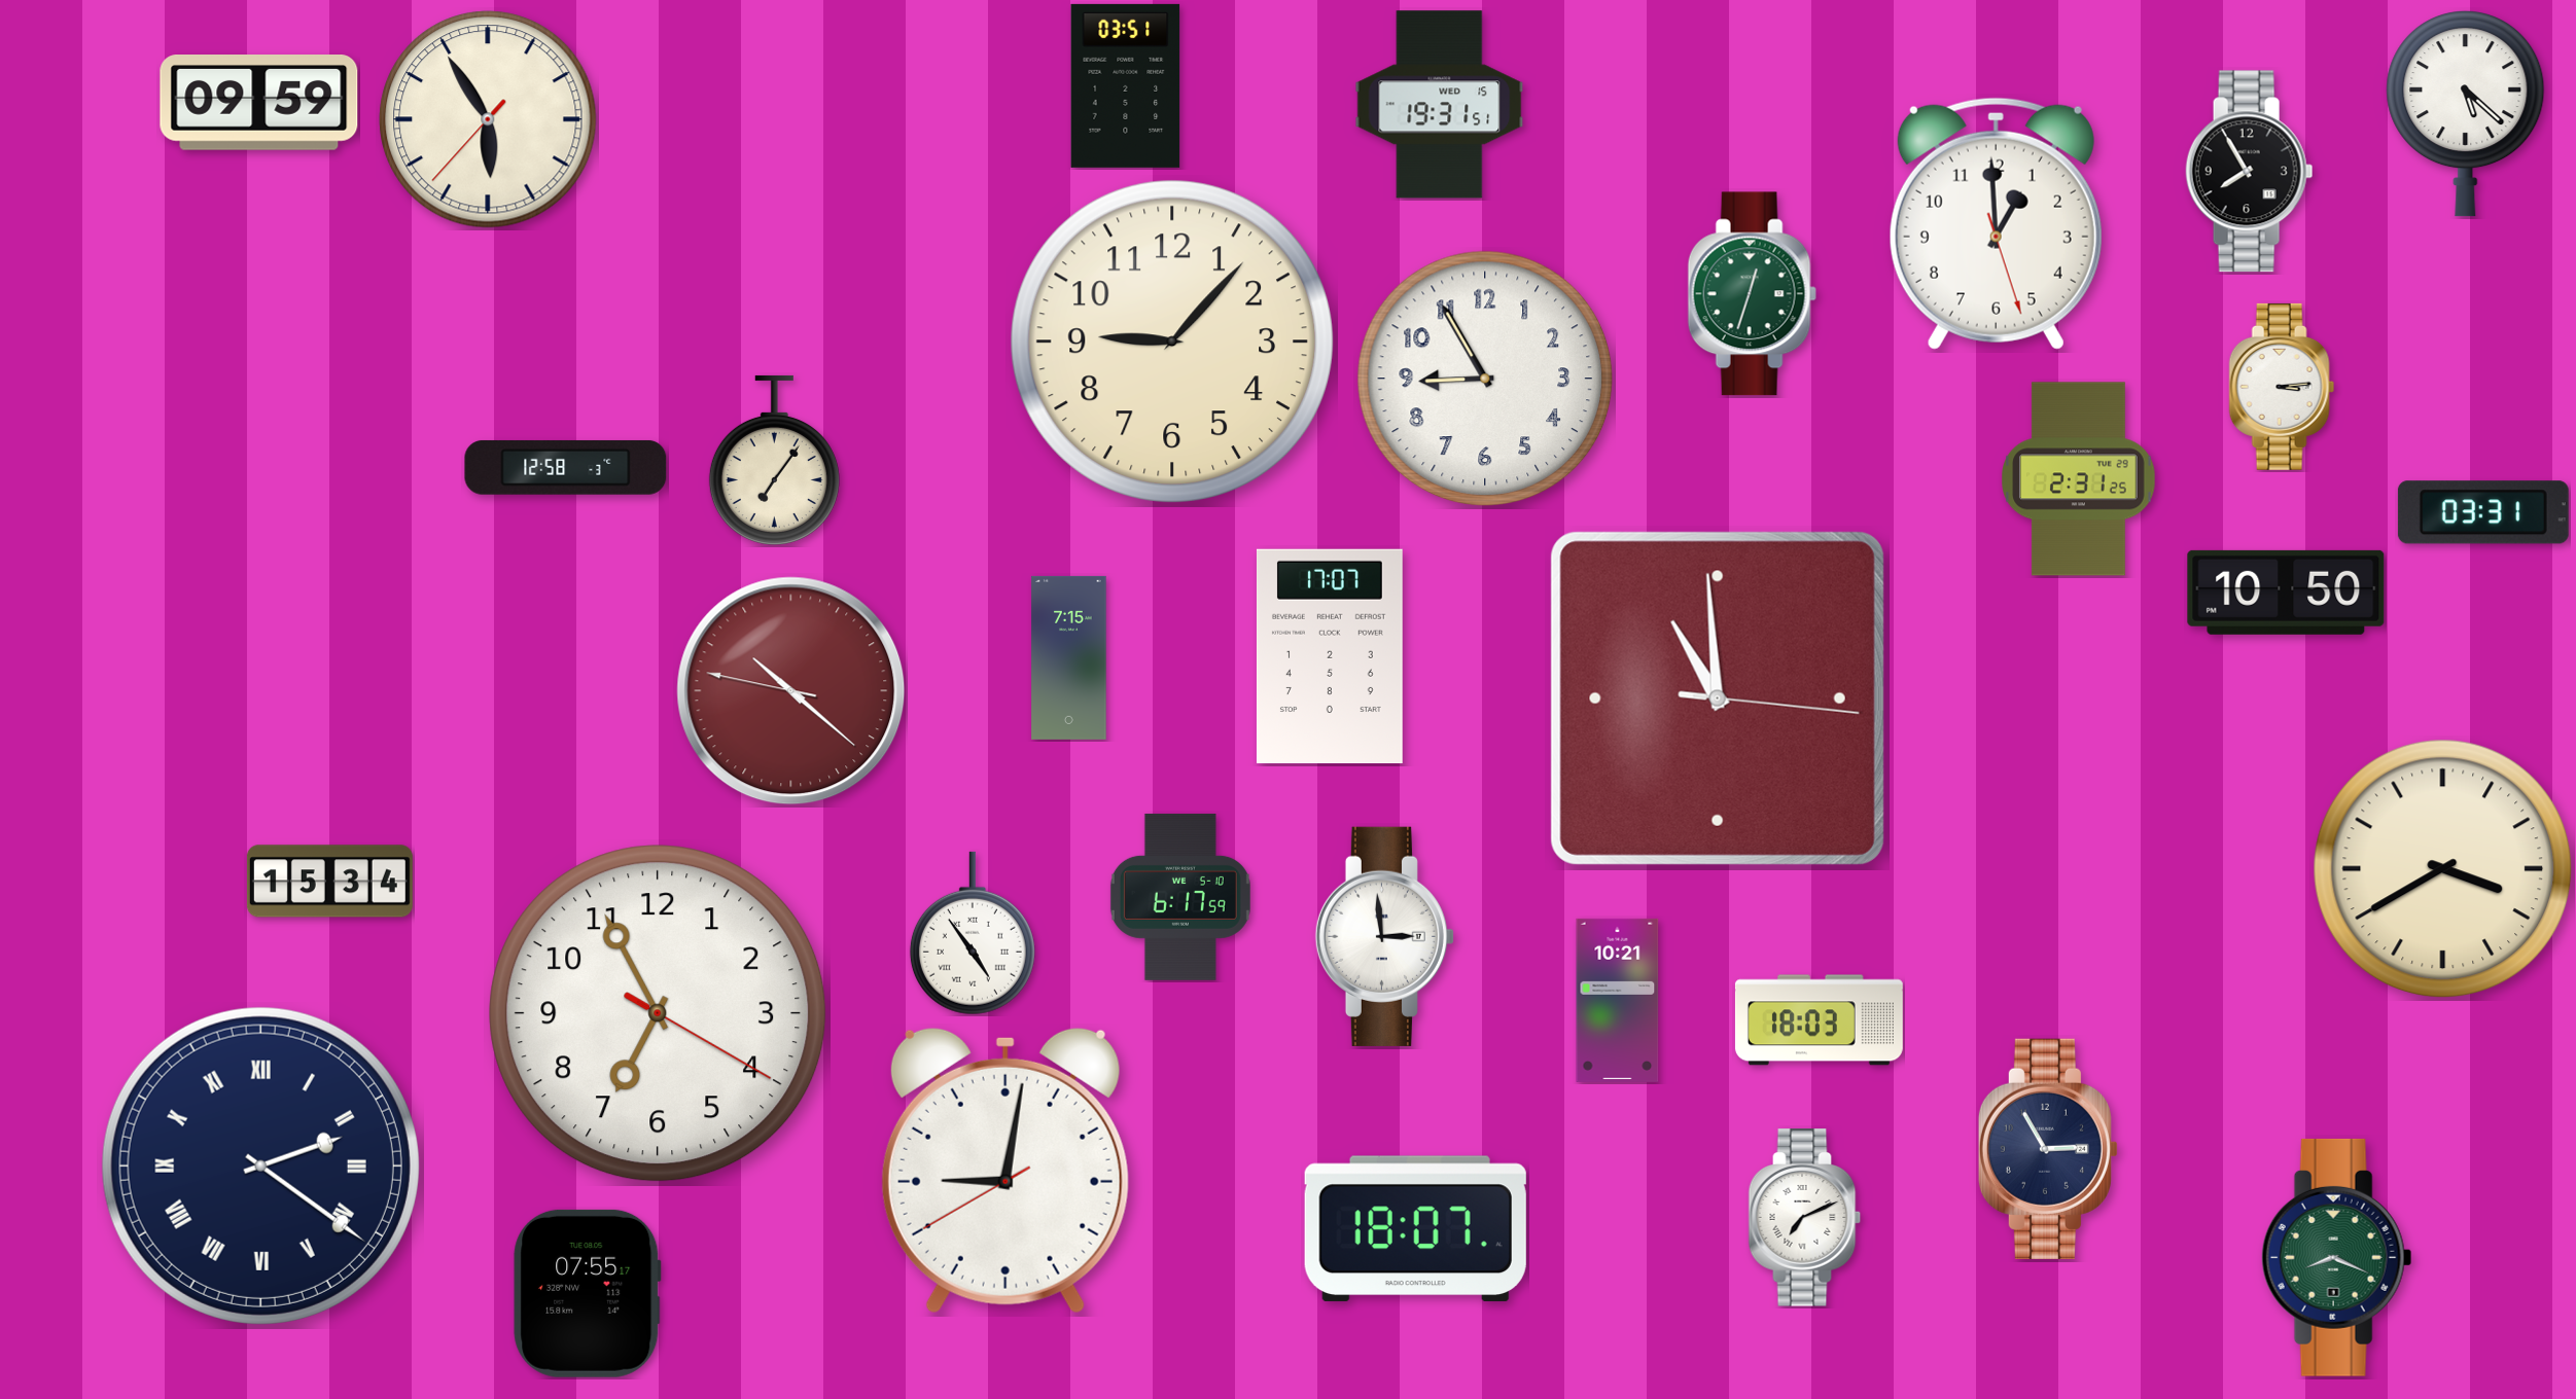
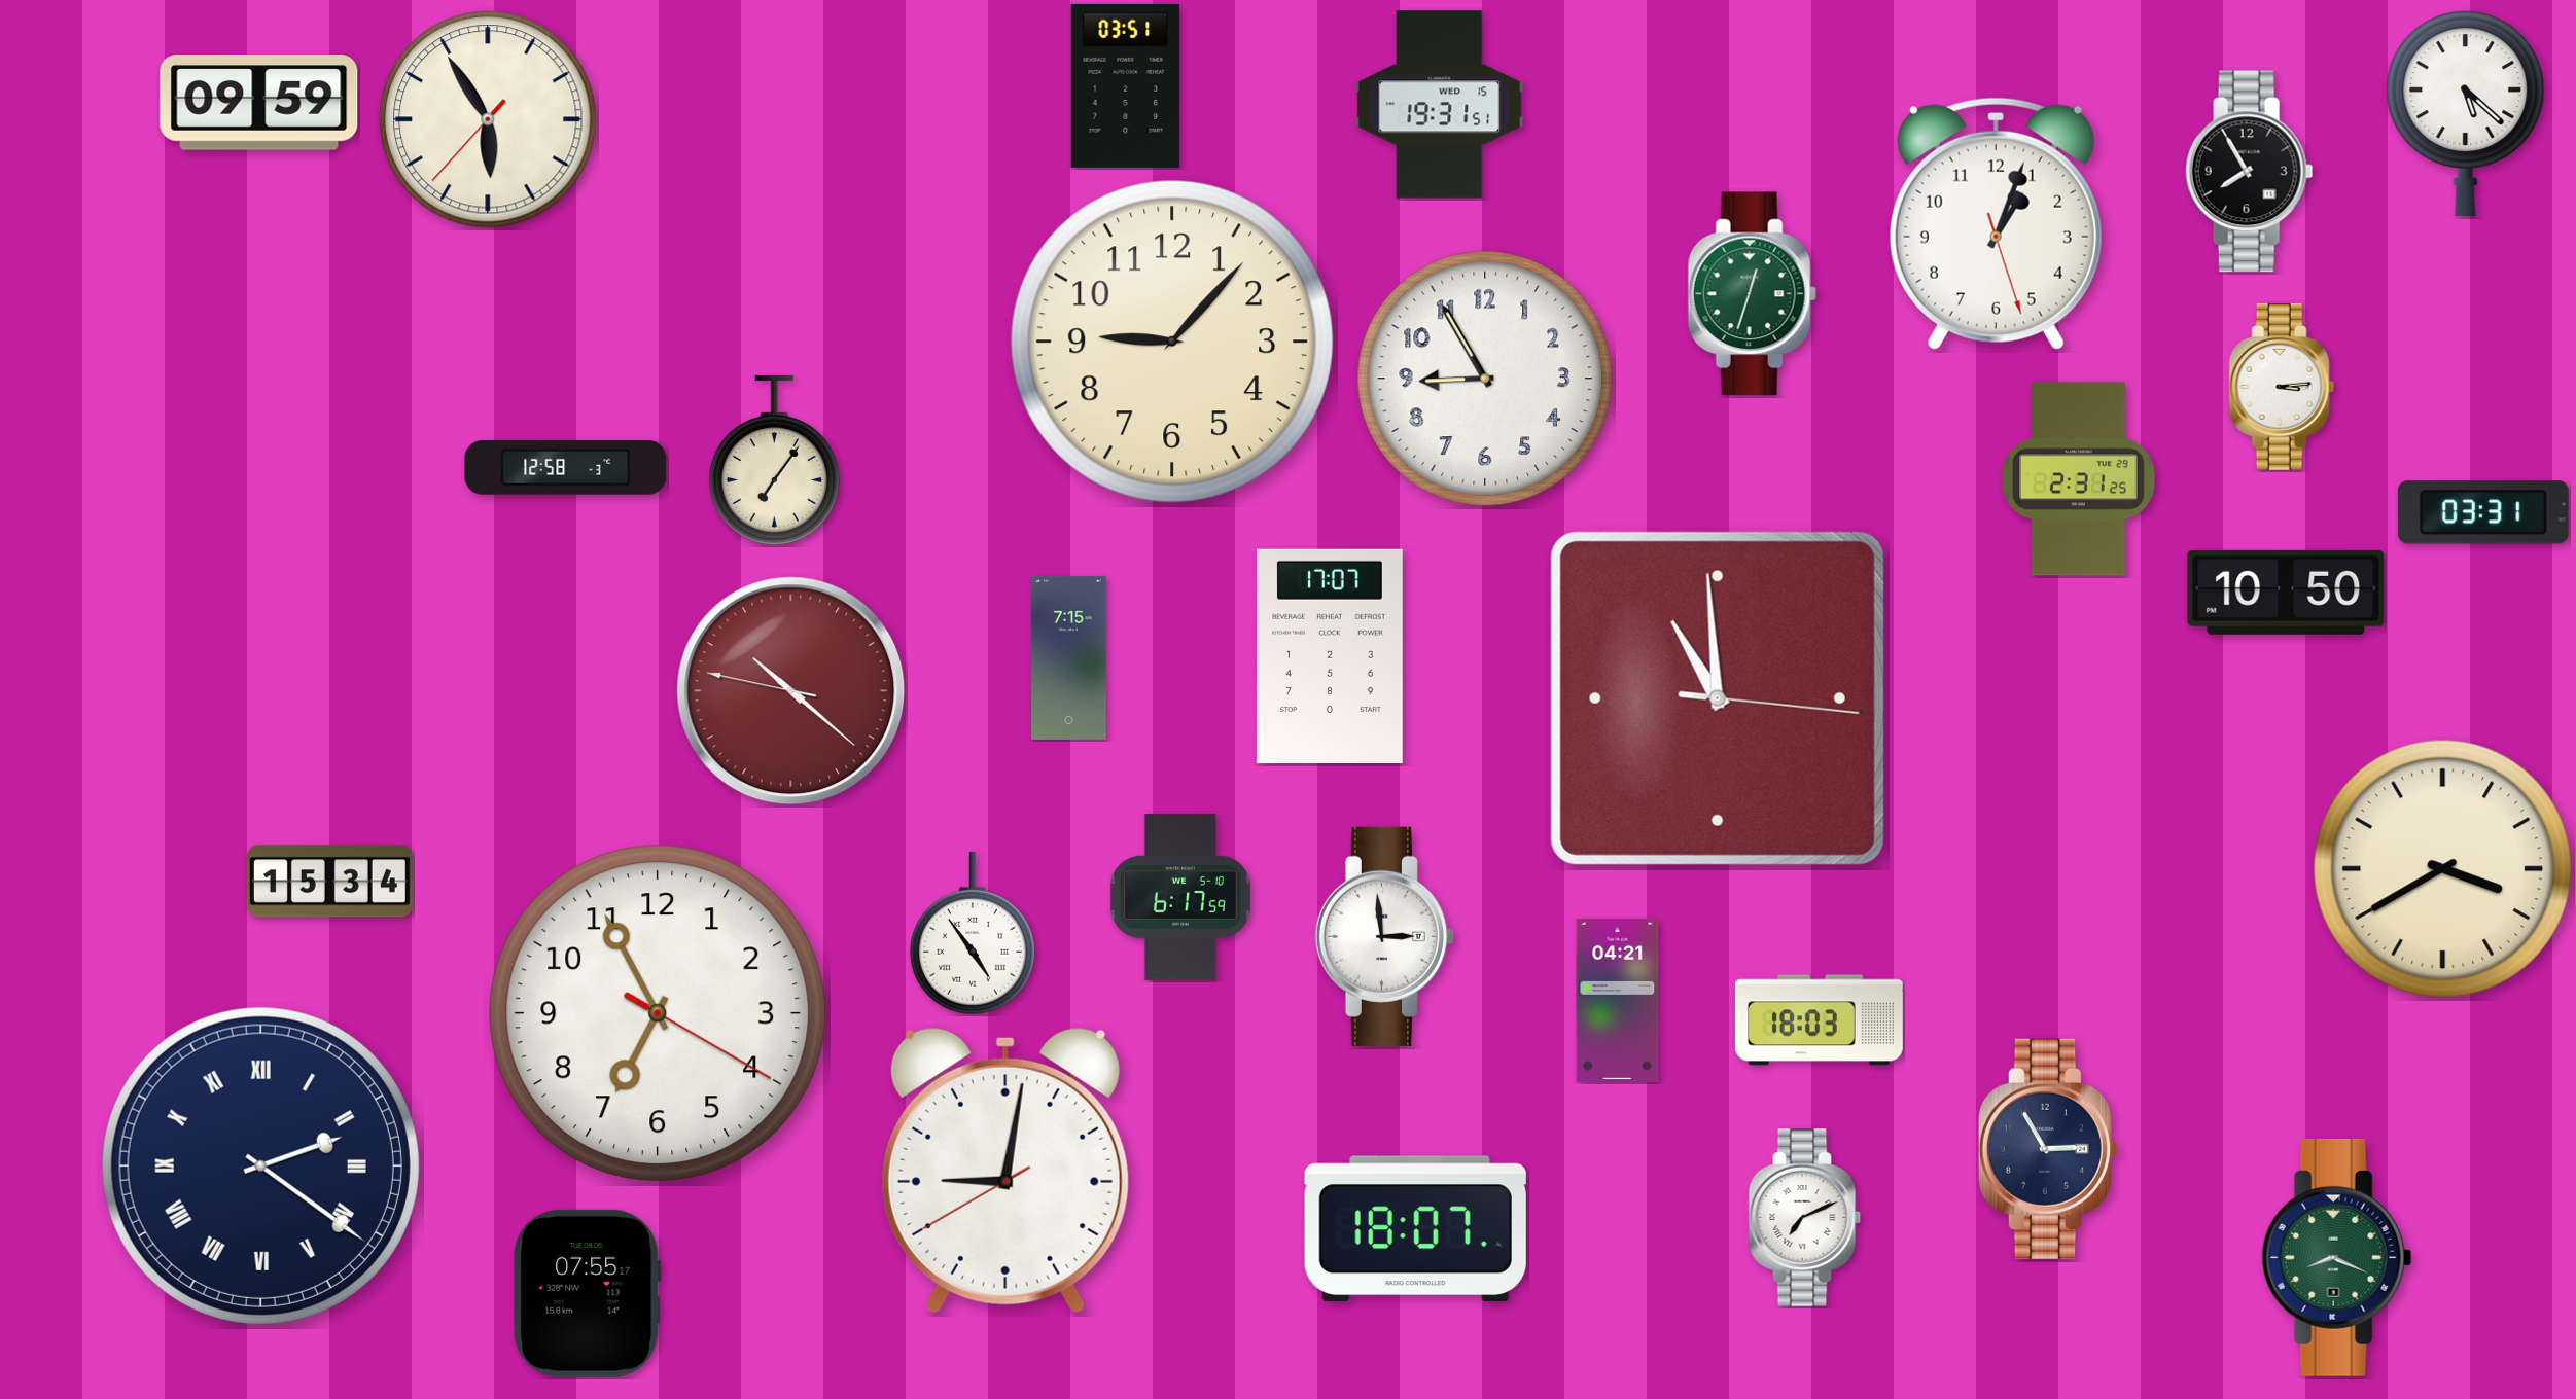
clock at (1996, 223): 12:59 -> 1:03
clock at (1618, 1000): 10:21 -> 04:21
